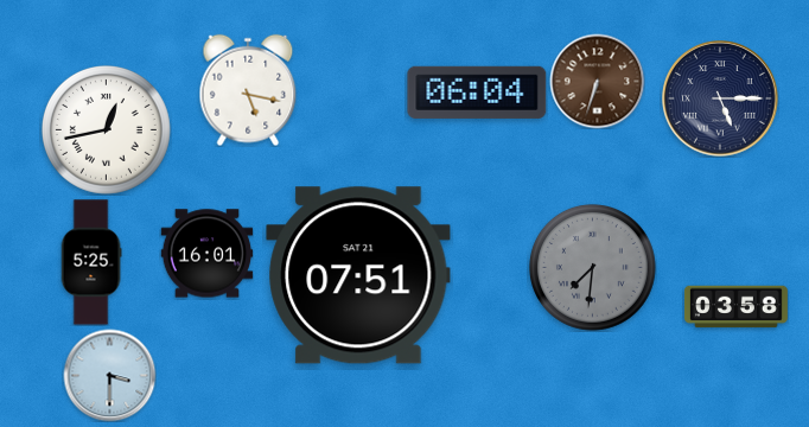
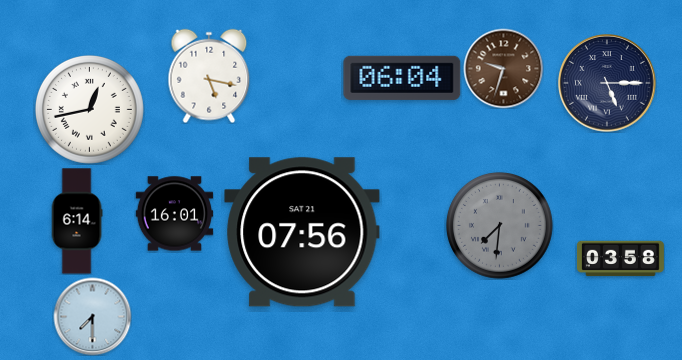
clock at (597, 81): 6:33 -> 9:33
clock at (91, 262): 5:25 -> 6:14
clock at (358, 275): 07:51 -> 07:56
clock at (109, 375): 3:30 -> 7:30
